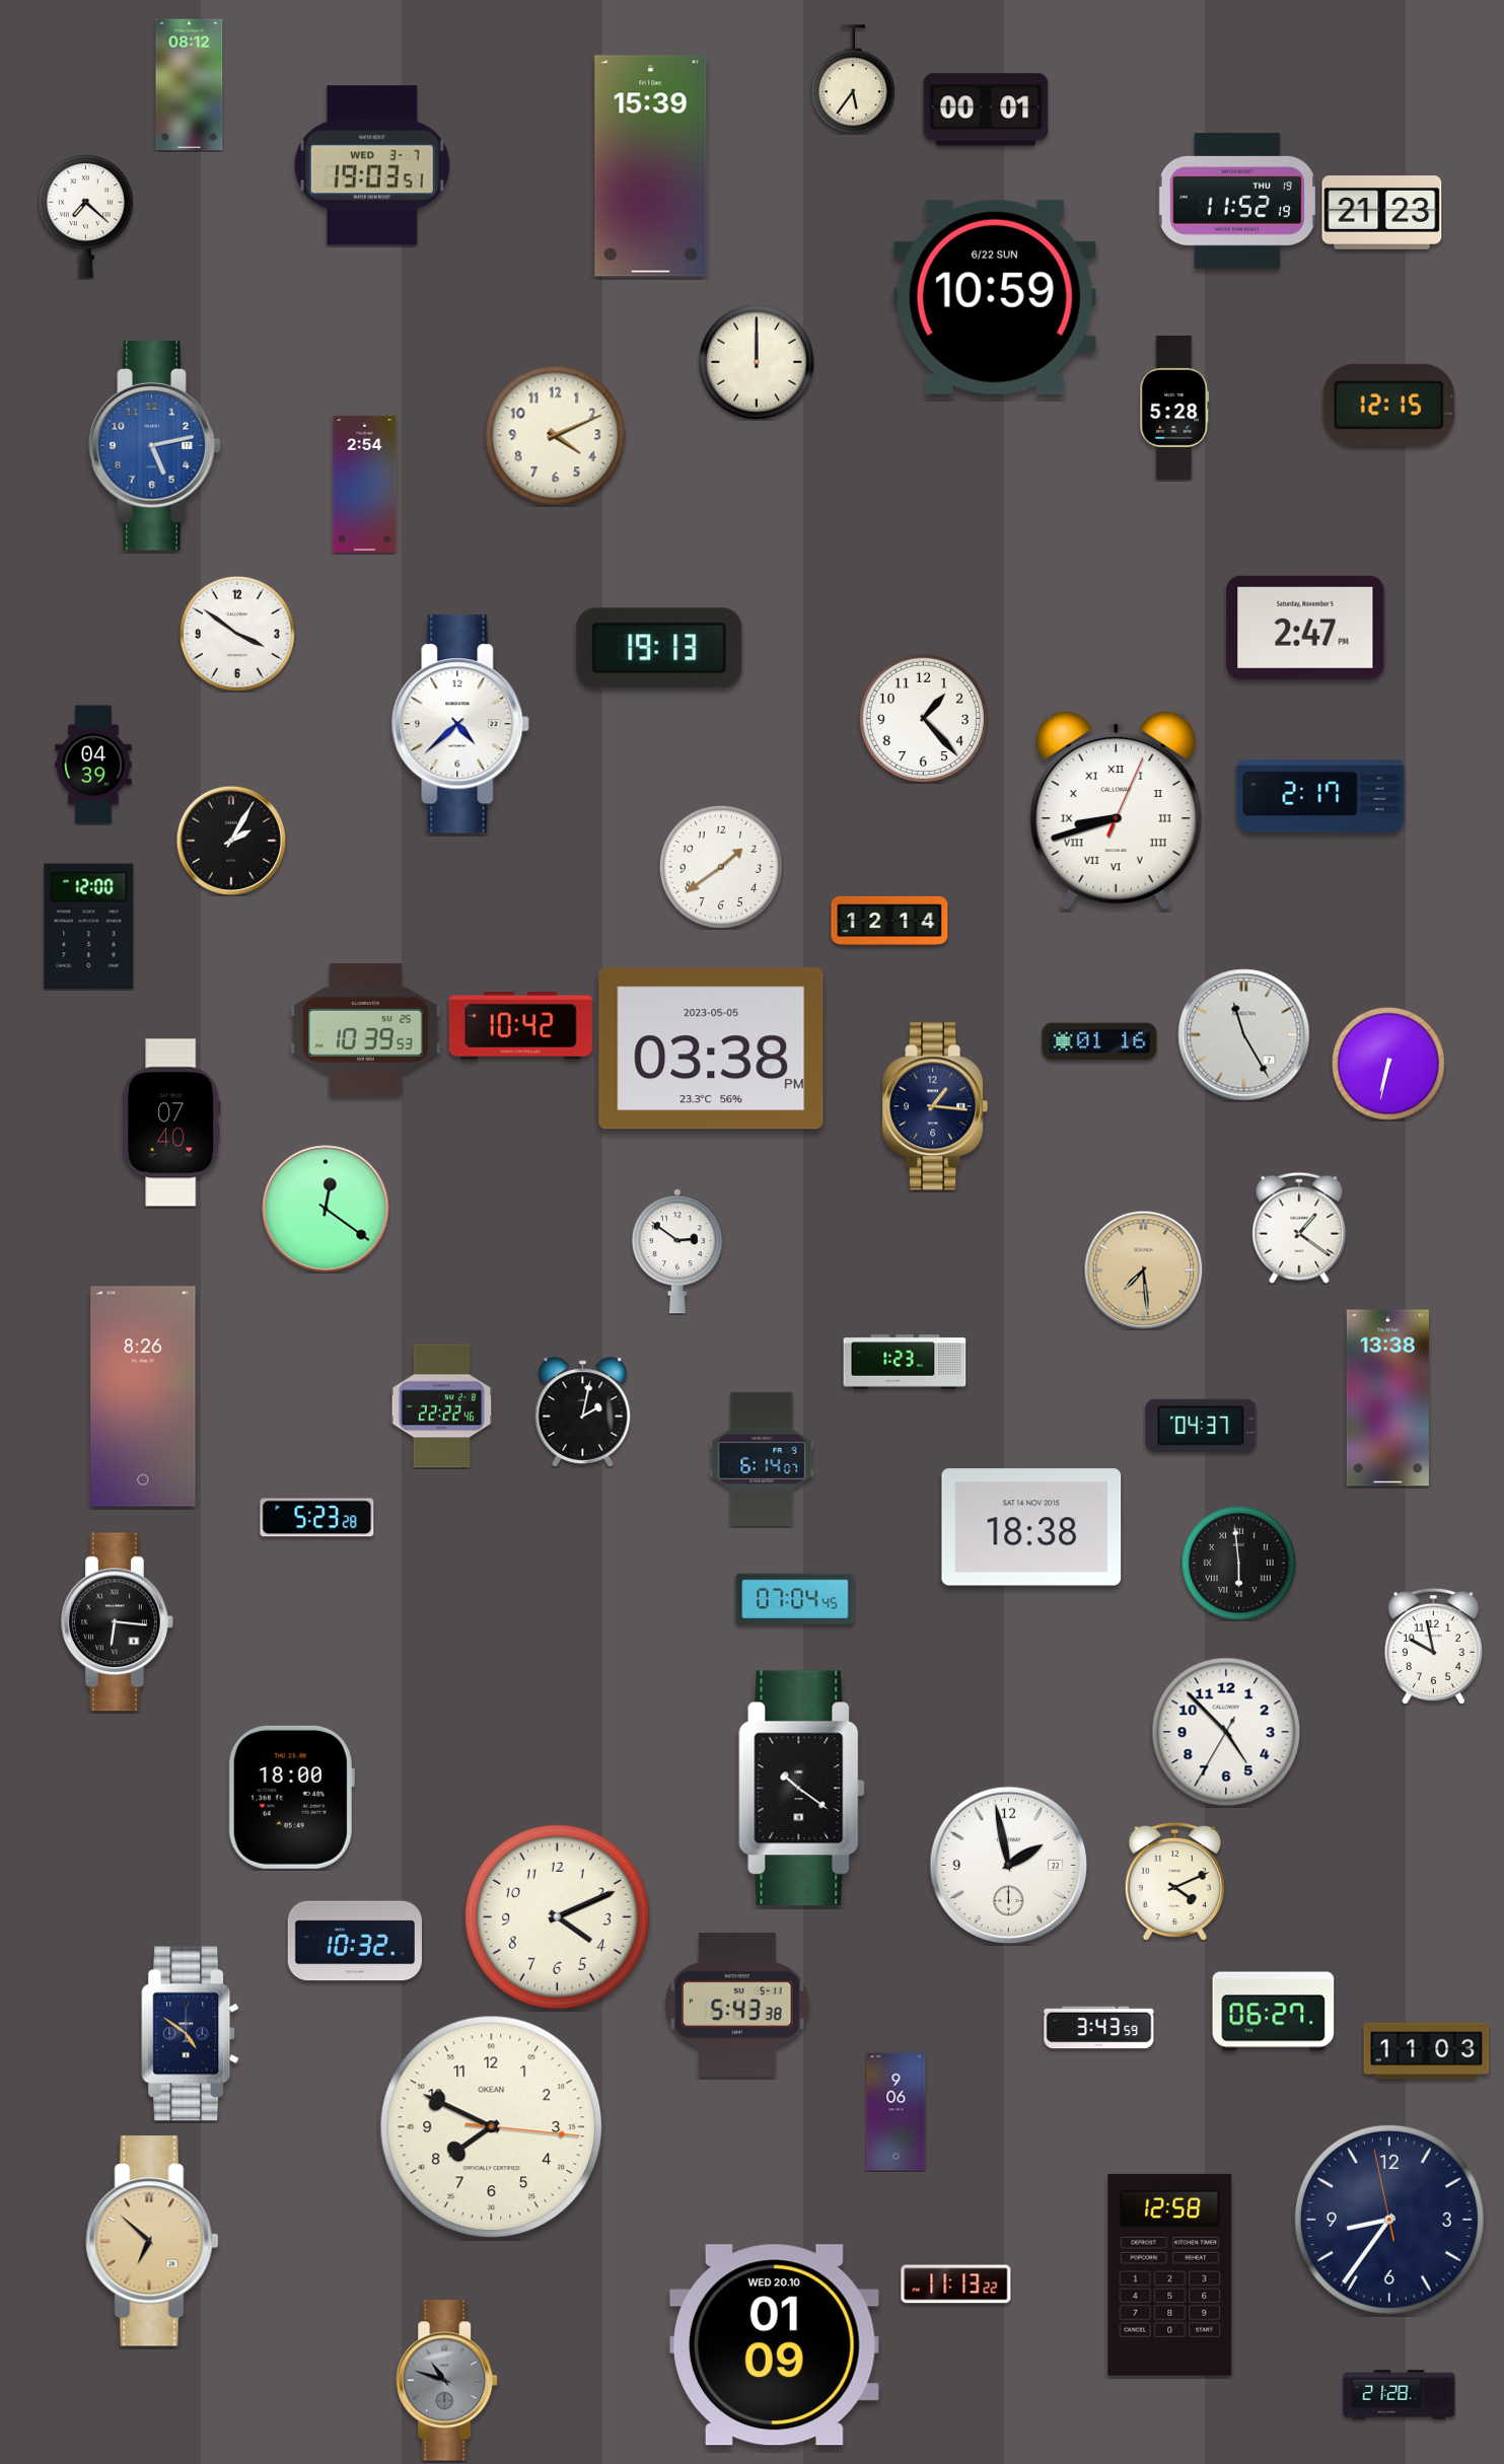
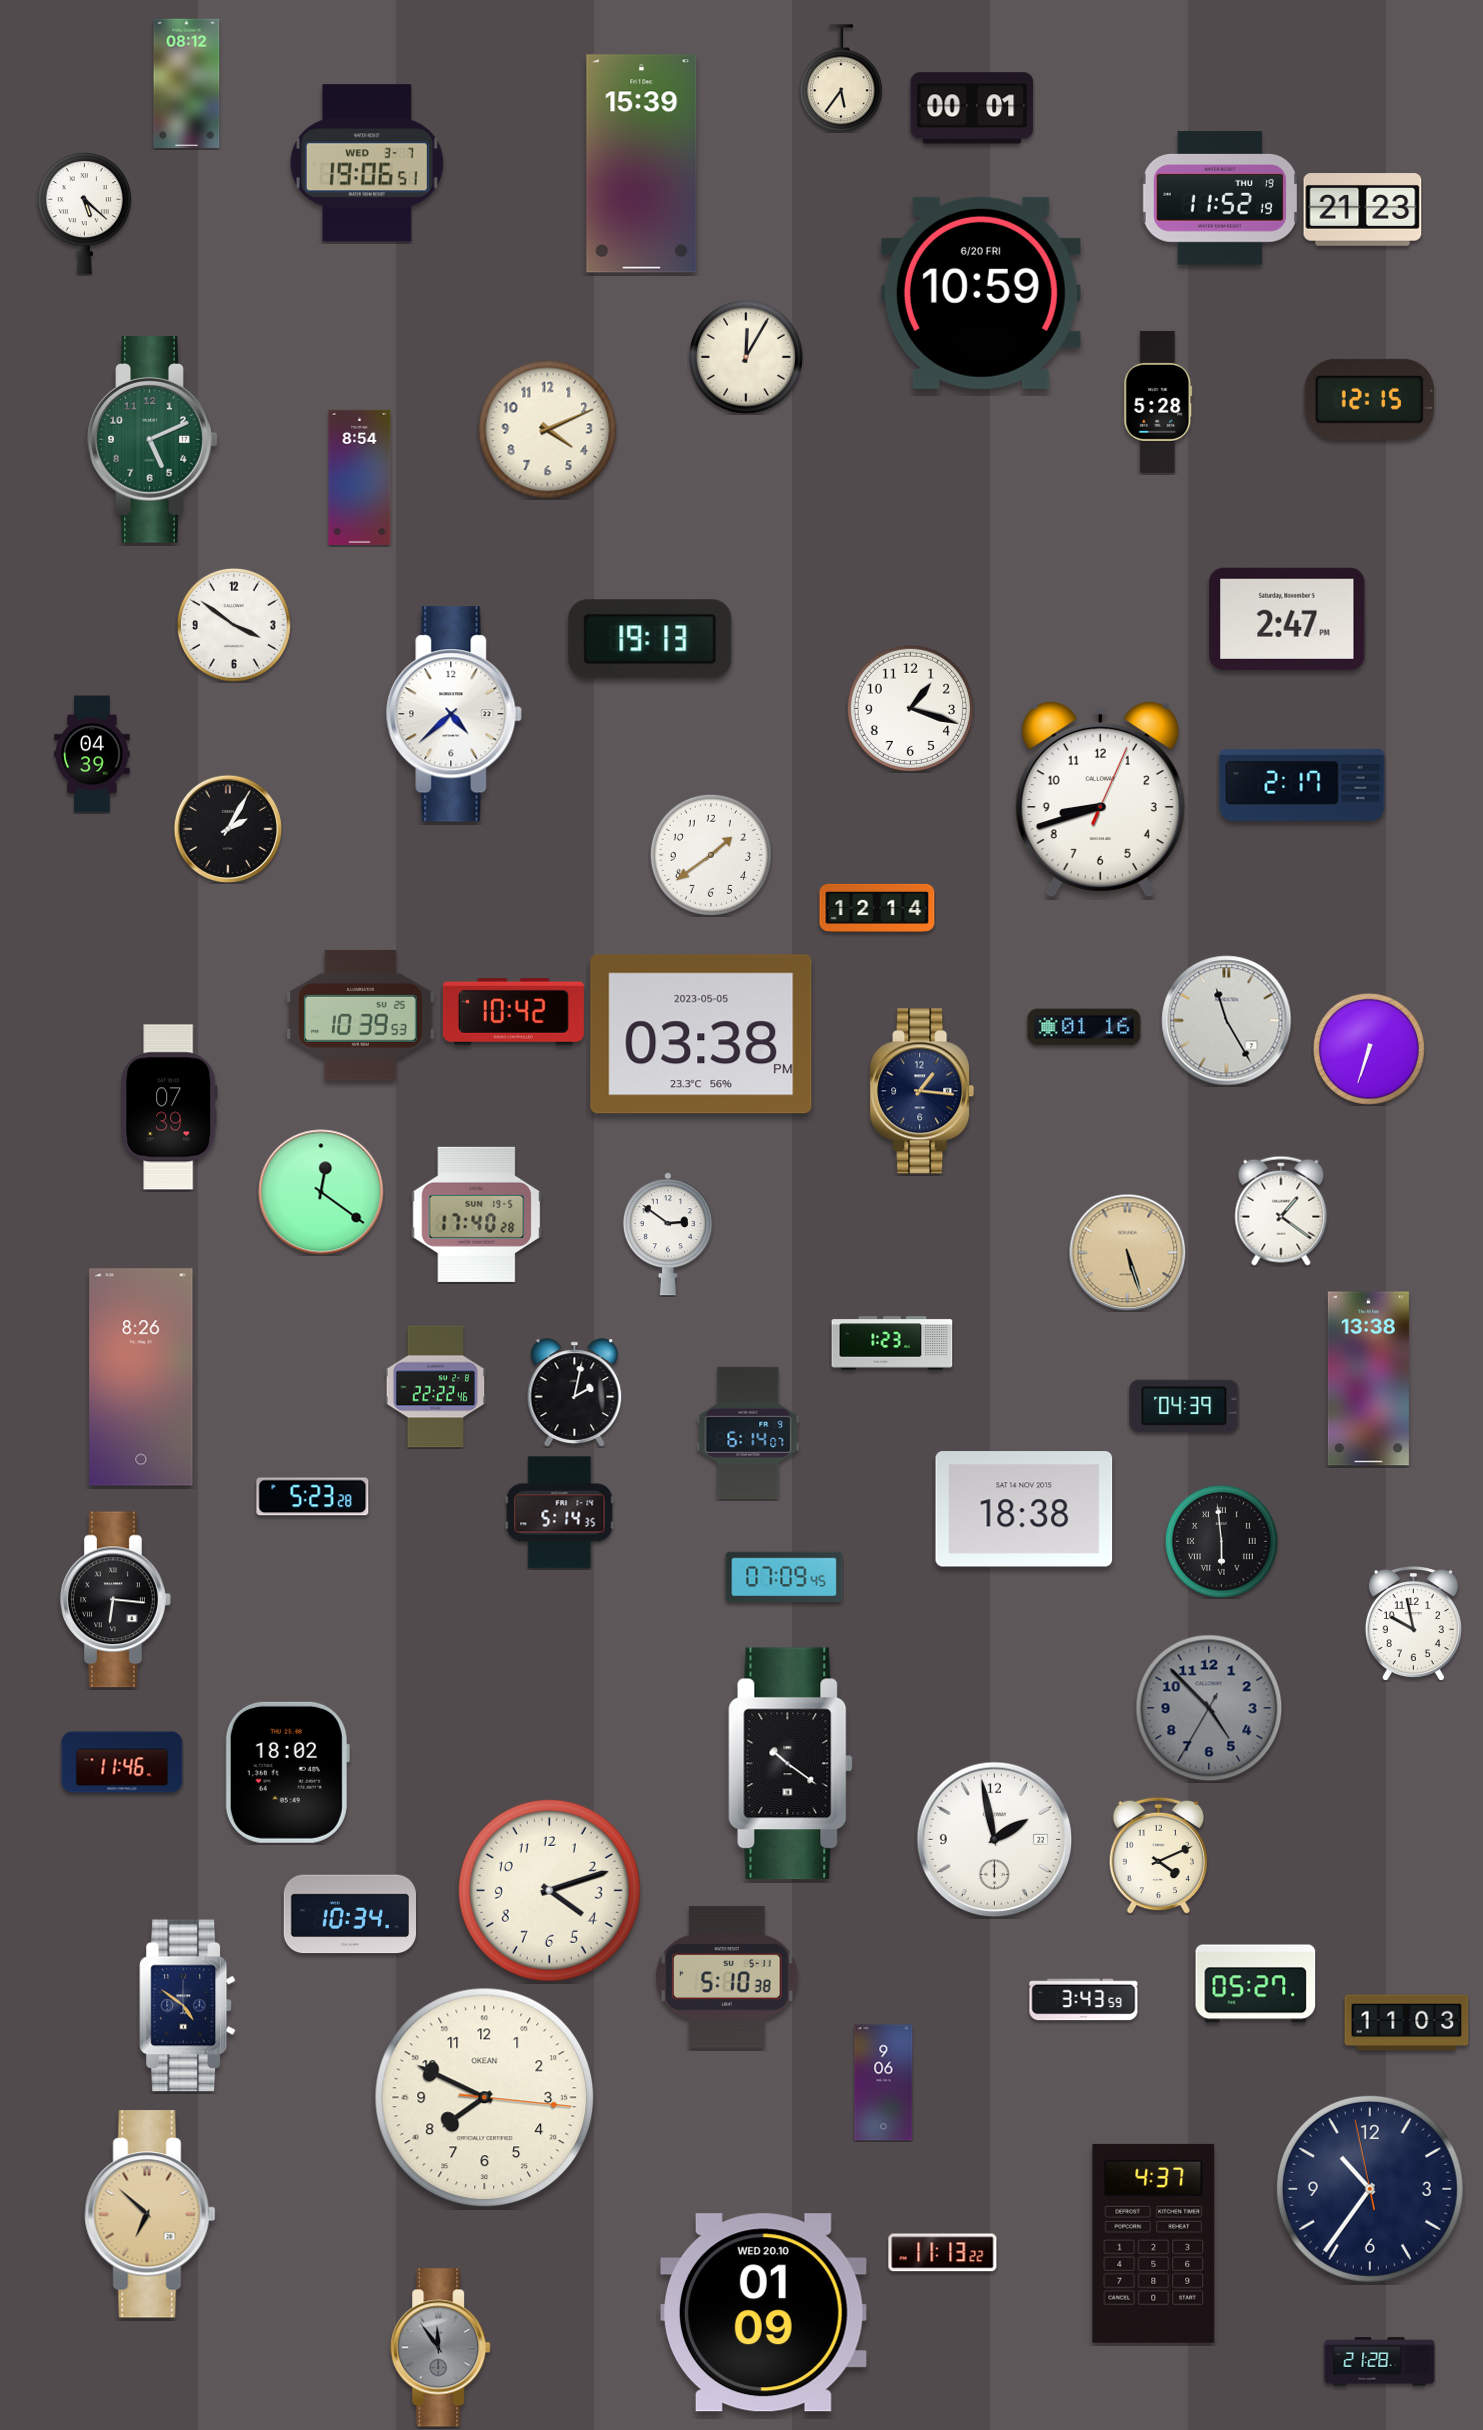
clock at (372, 165): 19:03 -> 19:06
clock at (85, 217): 7:22 -> 5:22
clock at (995, 297) date: 6/22 SUN -> 6/20 FRI
clock at (757, 362): 12:00 -> 12:05
clock at (155, 446): 5:13 -> 5:11
clock at (155, 446) dial: blue -> green
clock at (365, 484): 2:54 -> 8:54
clock at (923, 718): 1:23 -> 1:18
clock at (1116, 810) numerals: Roman -> Arabic
clock at (89, 927): 12:00 -> none
clock at (1388, 1064): 6:32 -> 6:33
clock at (171, 1122): 07:40 -> 07:39
clock at (477, 1214): none -> 17:40
clock at (1143, 1270): 7:29 -> 5:27
clock at (1201, 1426): 04:37 -> 04:39
clock at (762, 1458) position: (762, 1458) -> (748, 1432)
clock at (1031, 1527) position: (1031, 1527) -> (1024, 1509)
clock at (560, 1513): none -> 5:14
clock at (795, 1599): 07:04 -> 07:09
clock at (1226, 1732) dial: white -> grey
clock at (122, 1762): none -> 11:46
clock at (291, 1797): 18:00 -> 18:02
clock at (557, 1916): 4:11 -> 4:12
clock at (354, 1941): 10:32 -> 10:34
clock at (737, 2005): 5:43 -> 5:10
clock at (1274, 2012): 06:27 -> 05:27
clock at (1389, 2220): 8:35 -> 10:35
clock at (152, 2241) position: (152, 2241) -> (150, 2214)
clock at (1170, 2274): 12:58 -> 4:37
clock at (447, 2381): 10:48 -> 11:54
